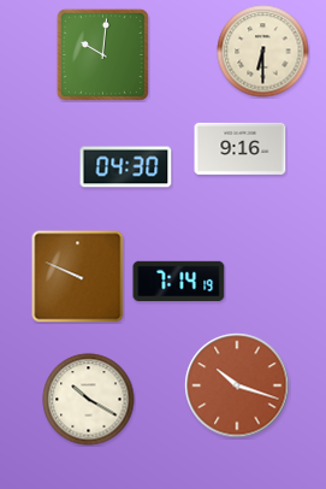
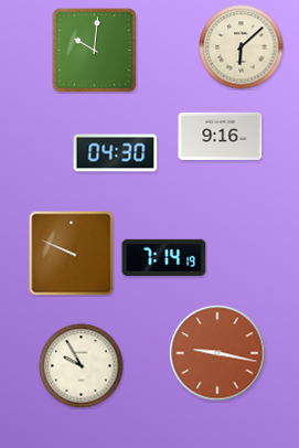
clock at (263, 52): 6:30 -> 6:08
clock at (237, 385): 10:18 -> 9:17
clock at (89, 400): 10:20 -> 9:55
